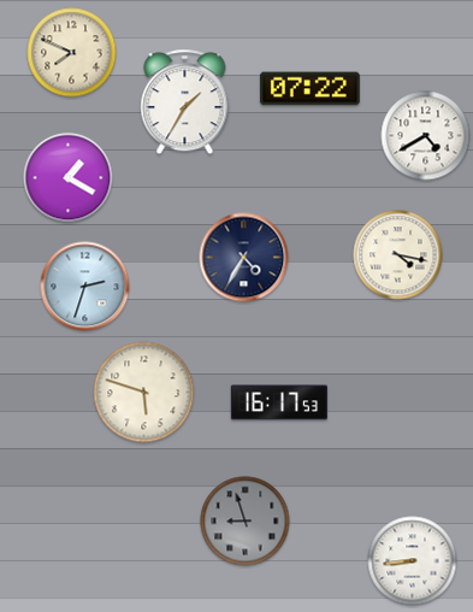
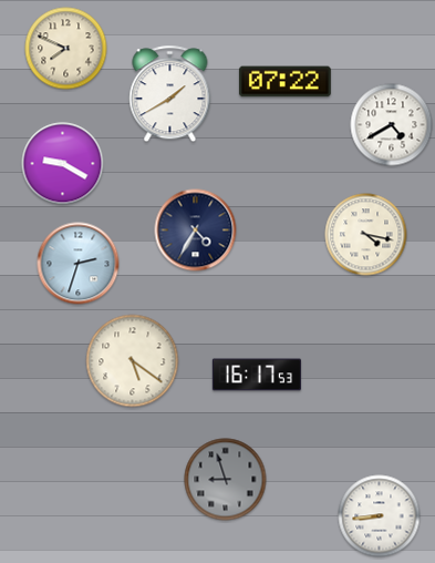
clock at (185, 102): 1:35 -> 1:40
clock at (69, 178): 1:20 -> 9:20
clock at (244, 258) position: (244, 258) -> (196, 231)
clock at (144, 393): 5:48 -> 5:21
clock at (279, 402) position: (279, 402) -> (257, 375)
